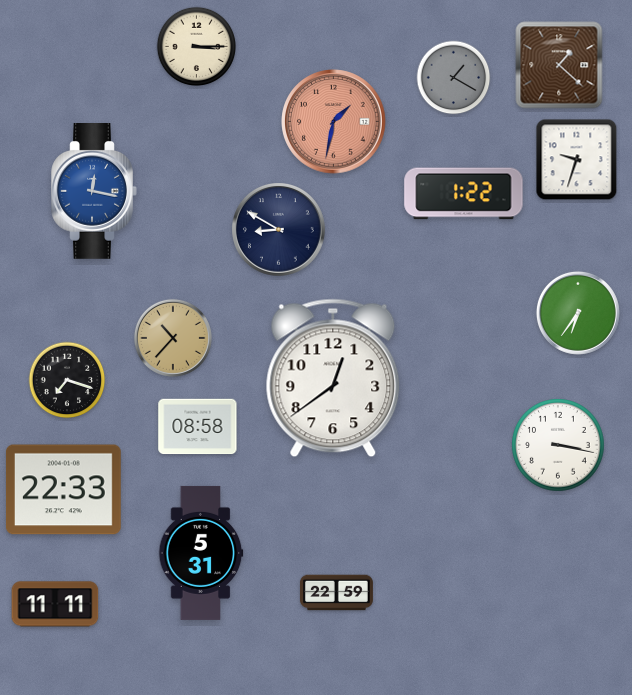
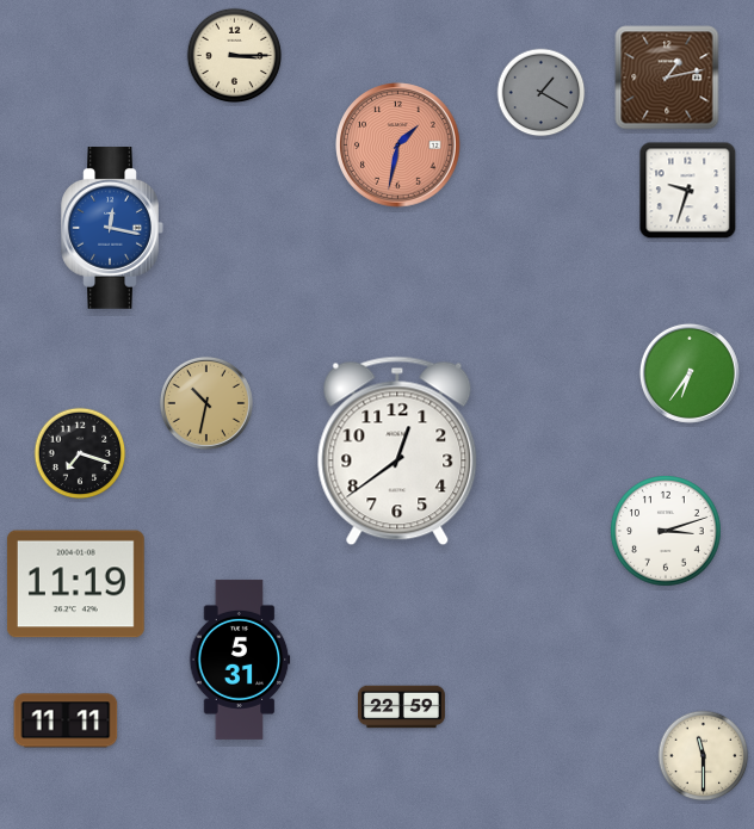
clock at (559, 65): 1:22 -> 1:13
clock at (464, 194): 1:22 -> none
clock at (279, 230): 8:50 -> none
clock at (173, 338): 10:37 -> 10:32
clock at (198, 427): 08:58 -> none
clock at (558, 445): 3:17 -> 3:12
clock at (63, 490): 22:33 -> 11:19
clock at (704, 756): none -> 11:30
